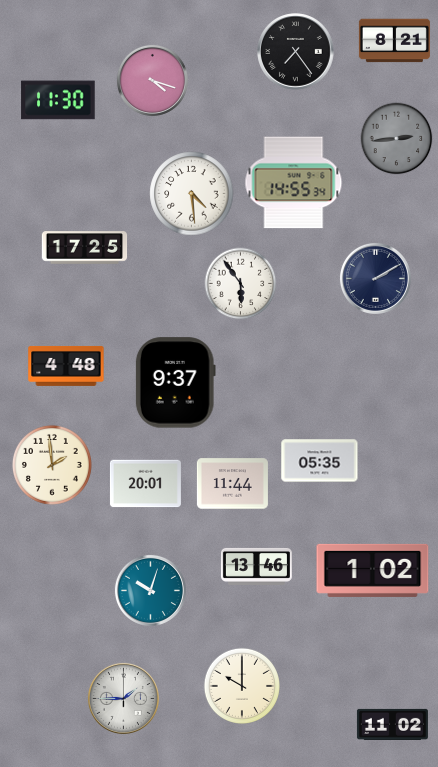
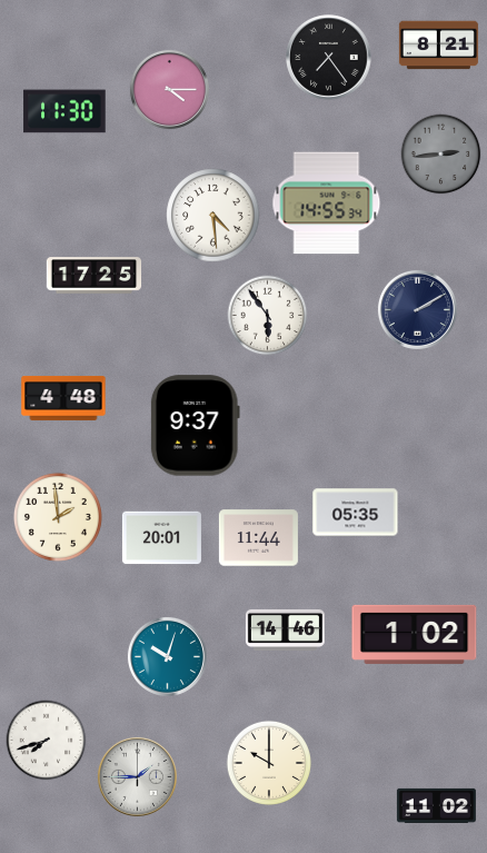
clock at (152, 80): 4:18 -> 4:15
clock at (66, 366) position: (66, 366) -> (63, 398)
clock at (256, 566): 13:46 -> 14:46
clock at (47, 741): none -> 7:42
